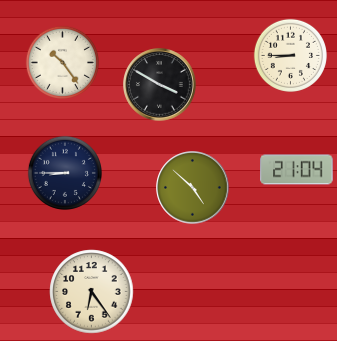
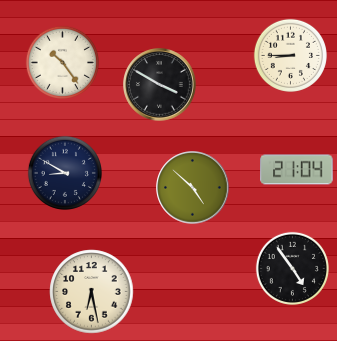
clock at (65, 173): 8:45 -> 8:50
clock at (292, 268): none -> 4:54
clock at (92, 292): 6:24 -> 6:28
